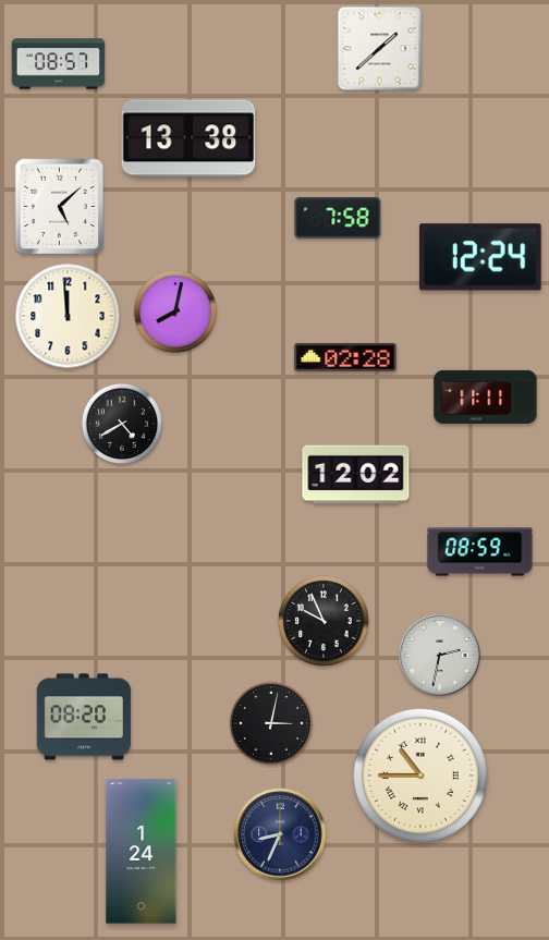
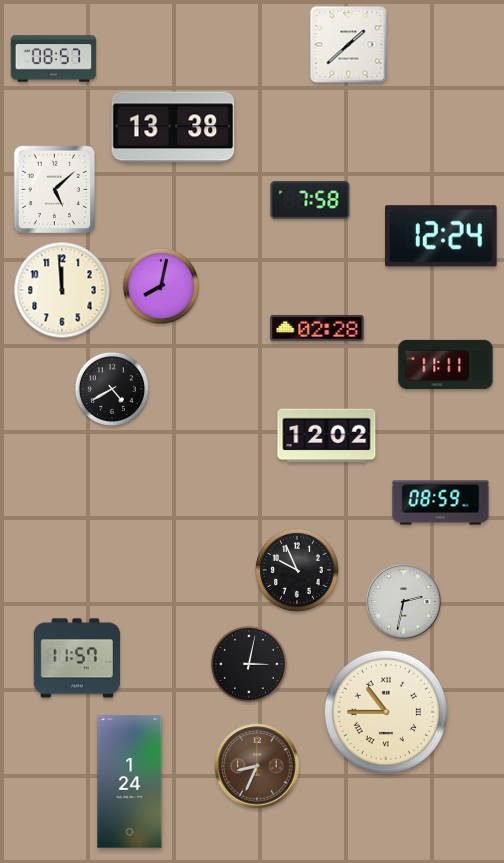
clock at (480, 552) position: (480, 552) -> (441, 503)
clock at (84, 717): 08:20 -> 11:57
clock at (280, 834) dial: navy -> brown
